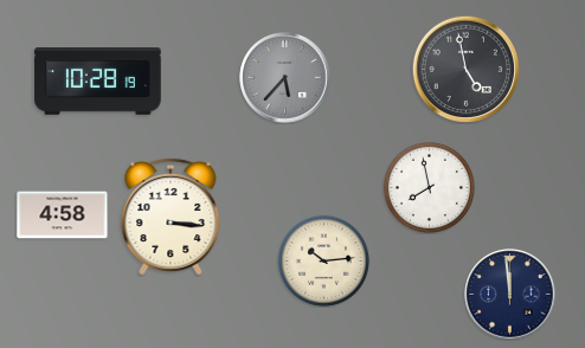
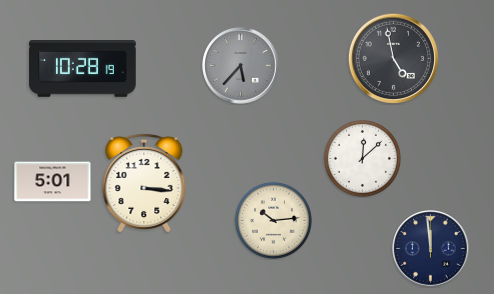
clock at (429, 187): 7:58 -> 12:08
clock at (63, 215): 4:58 -> 5:01
